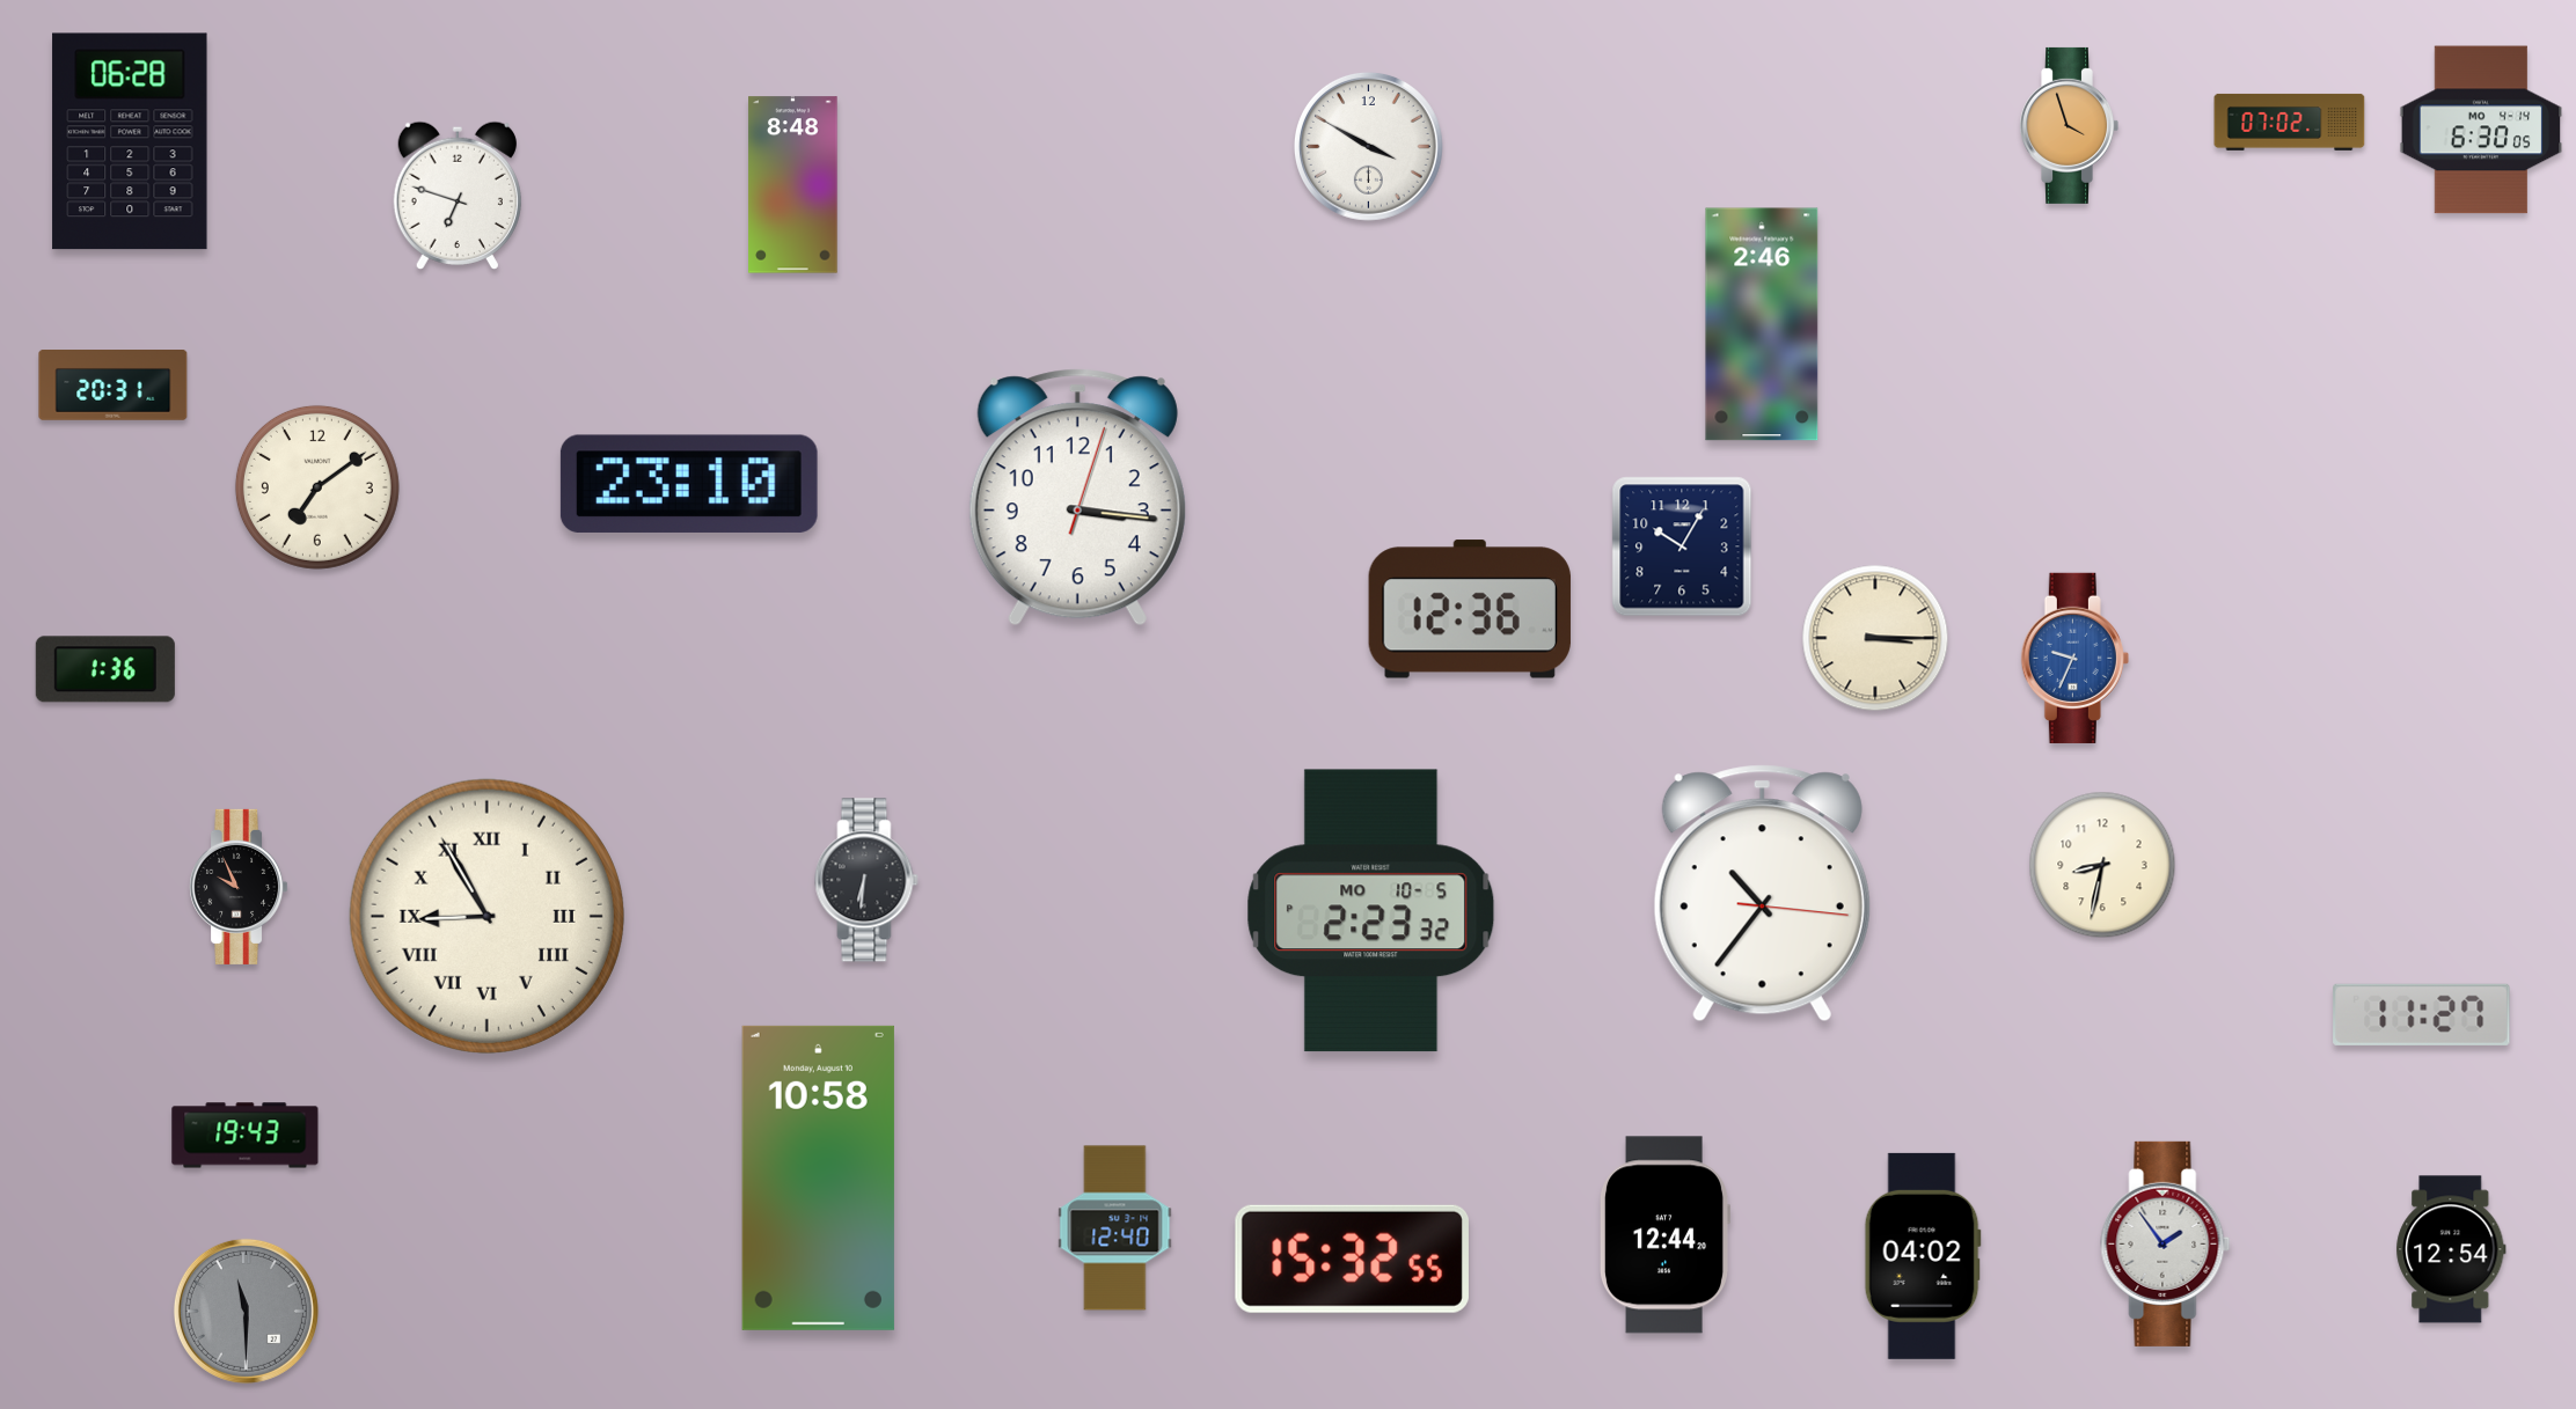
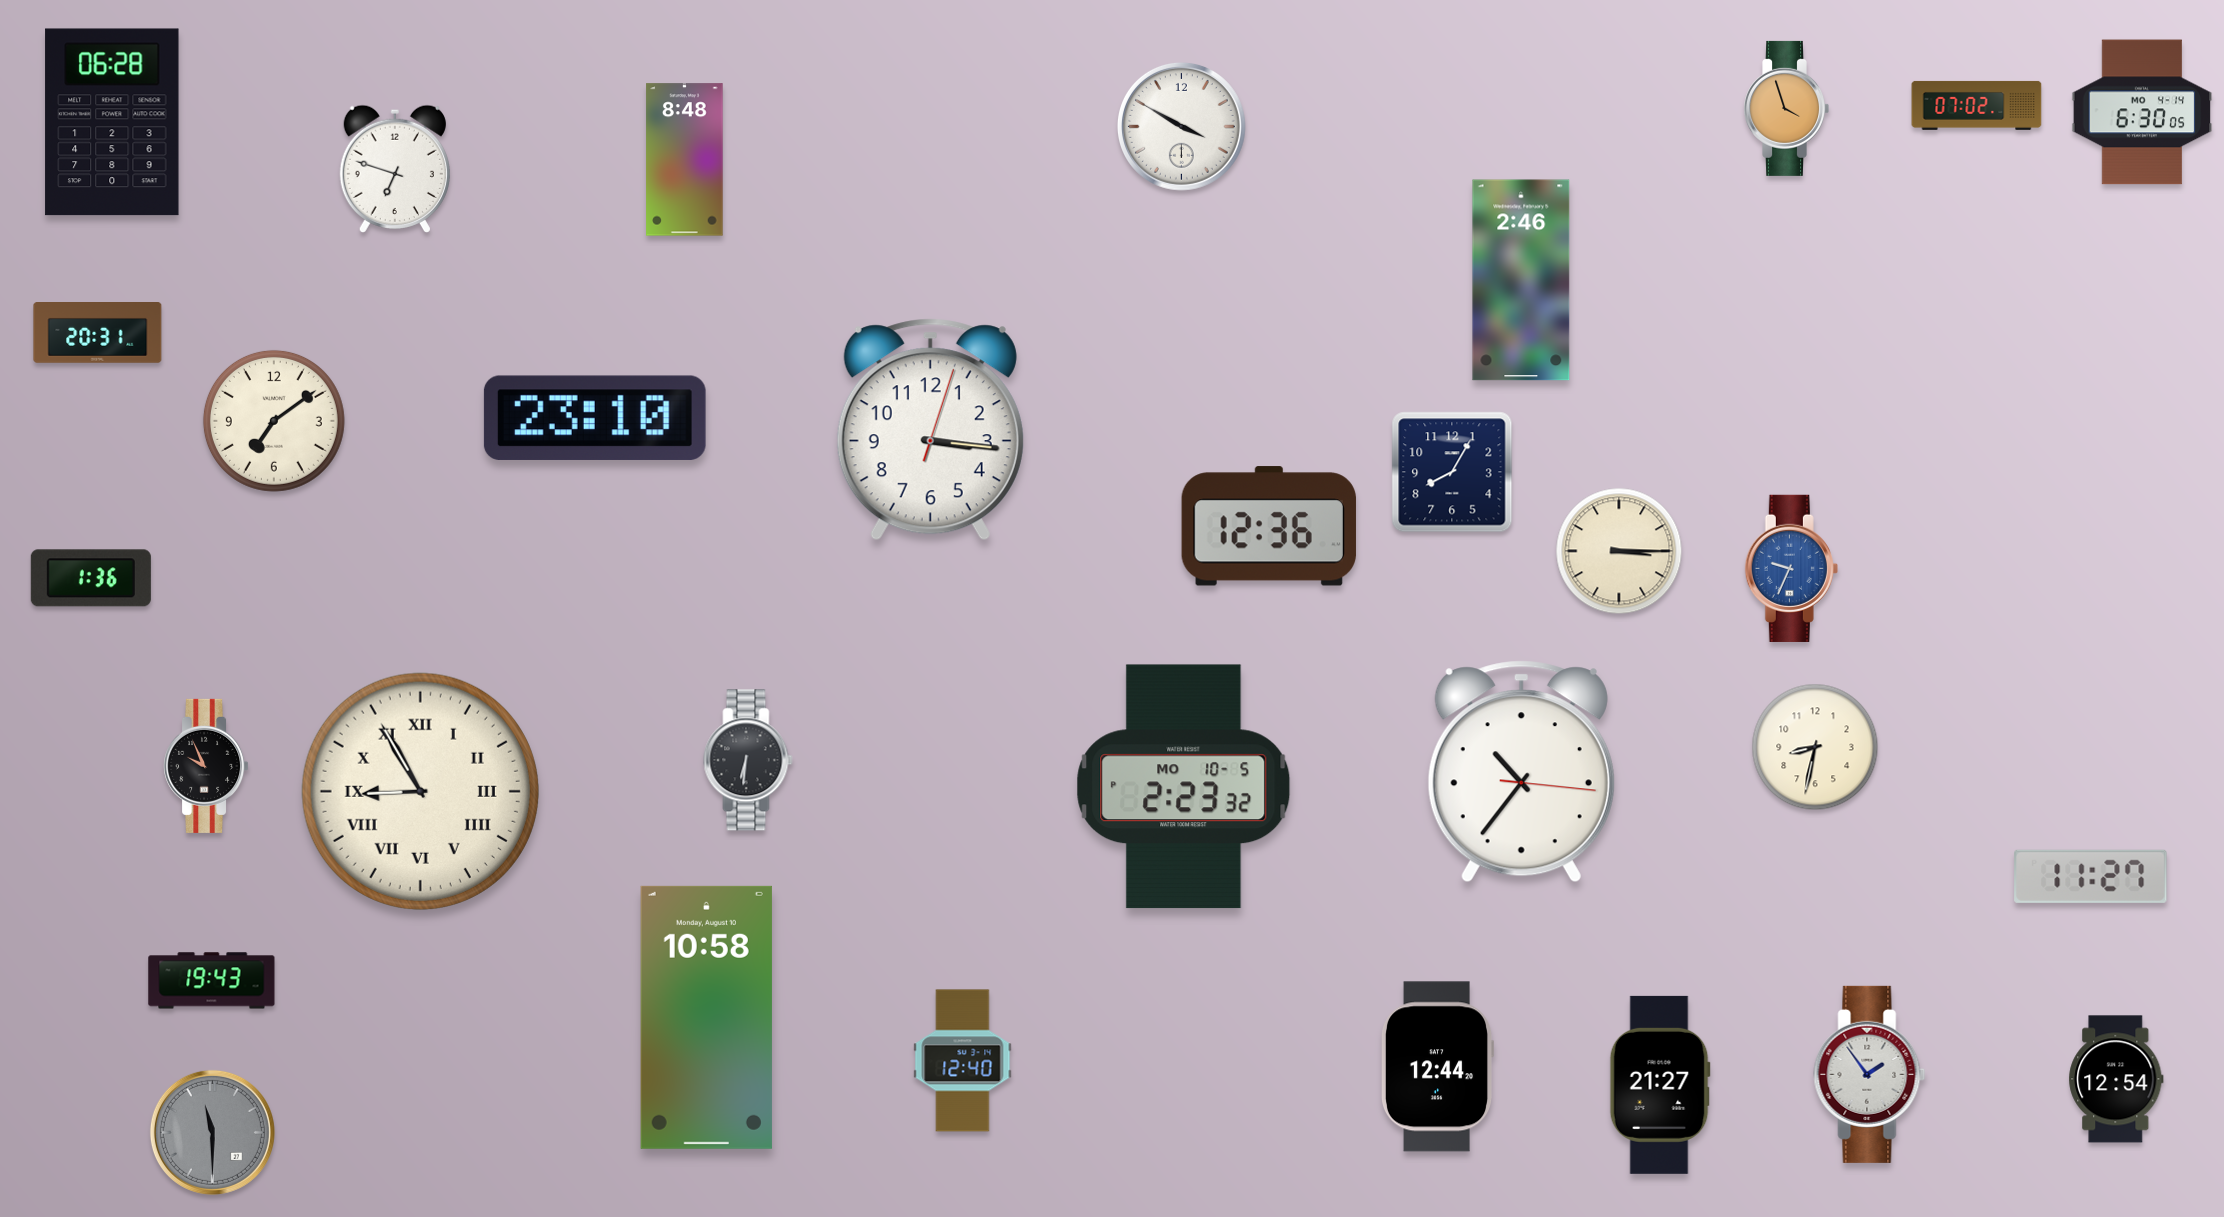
clock at (1682, 546): 10:05 -> 8:05
clock at (1923, 1256): 04:02 -> 21:27
clock at (1352, 1258): 15:32 -> none
